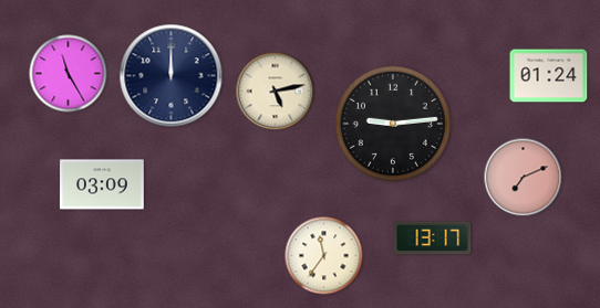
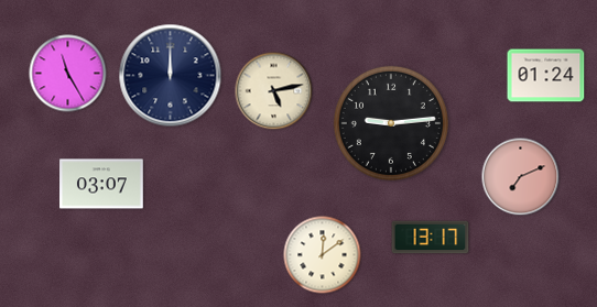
clock at (102, 184): 03:09 -> 03:07
clock at (324, 256): 11:36 -> 12:09
